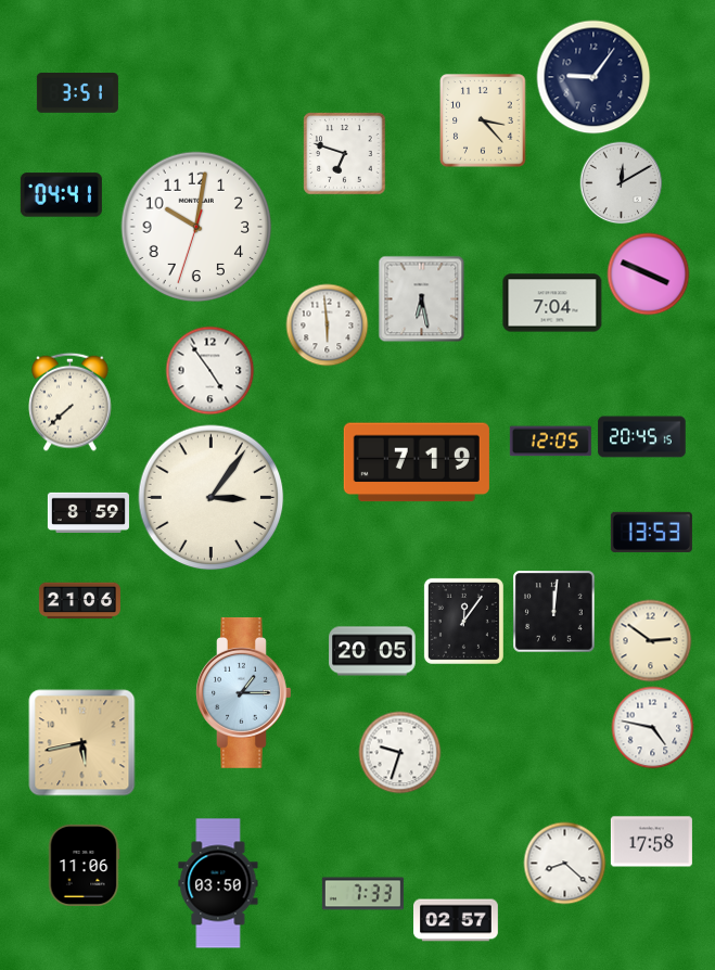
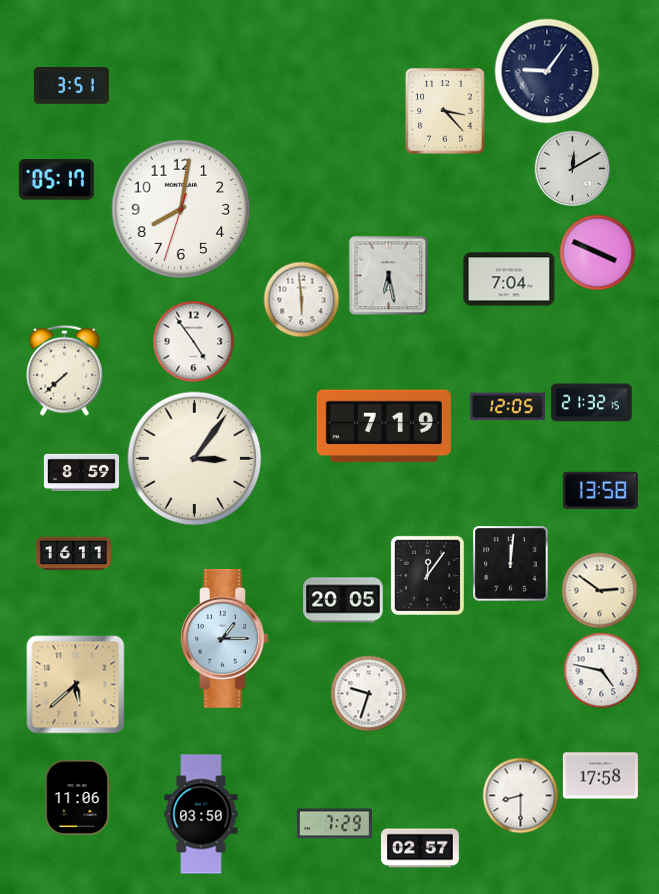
clock at (345, 154): 6:48 -> none
clock at (61, 195): 04:41 -> 05:17
clock at (196, 227): 10:01 -> 8:01
clock at (642, 437): 20:45 -> 21:32
clock at (651, 532): 13:53 -> 13:58
clock at (79, 601): 21:06 -> 16:11
clock at (463, 621) position: (463, 621) -> (427, 575)
clock at (82, 743): 5:43 -> 5:38
clock at (565, 864): 8:22 -> 8:30
clock at (362, 894): 7:33 -> 7:29
